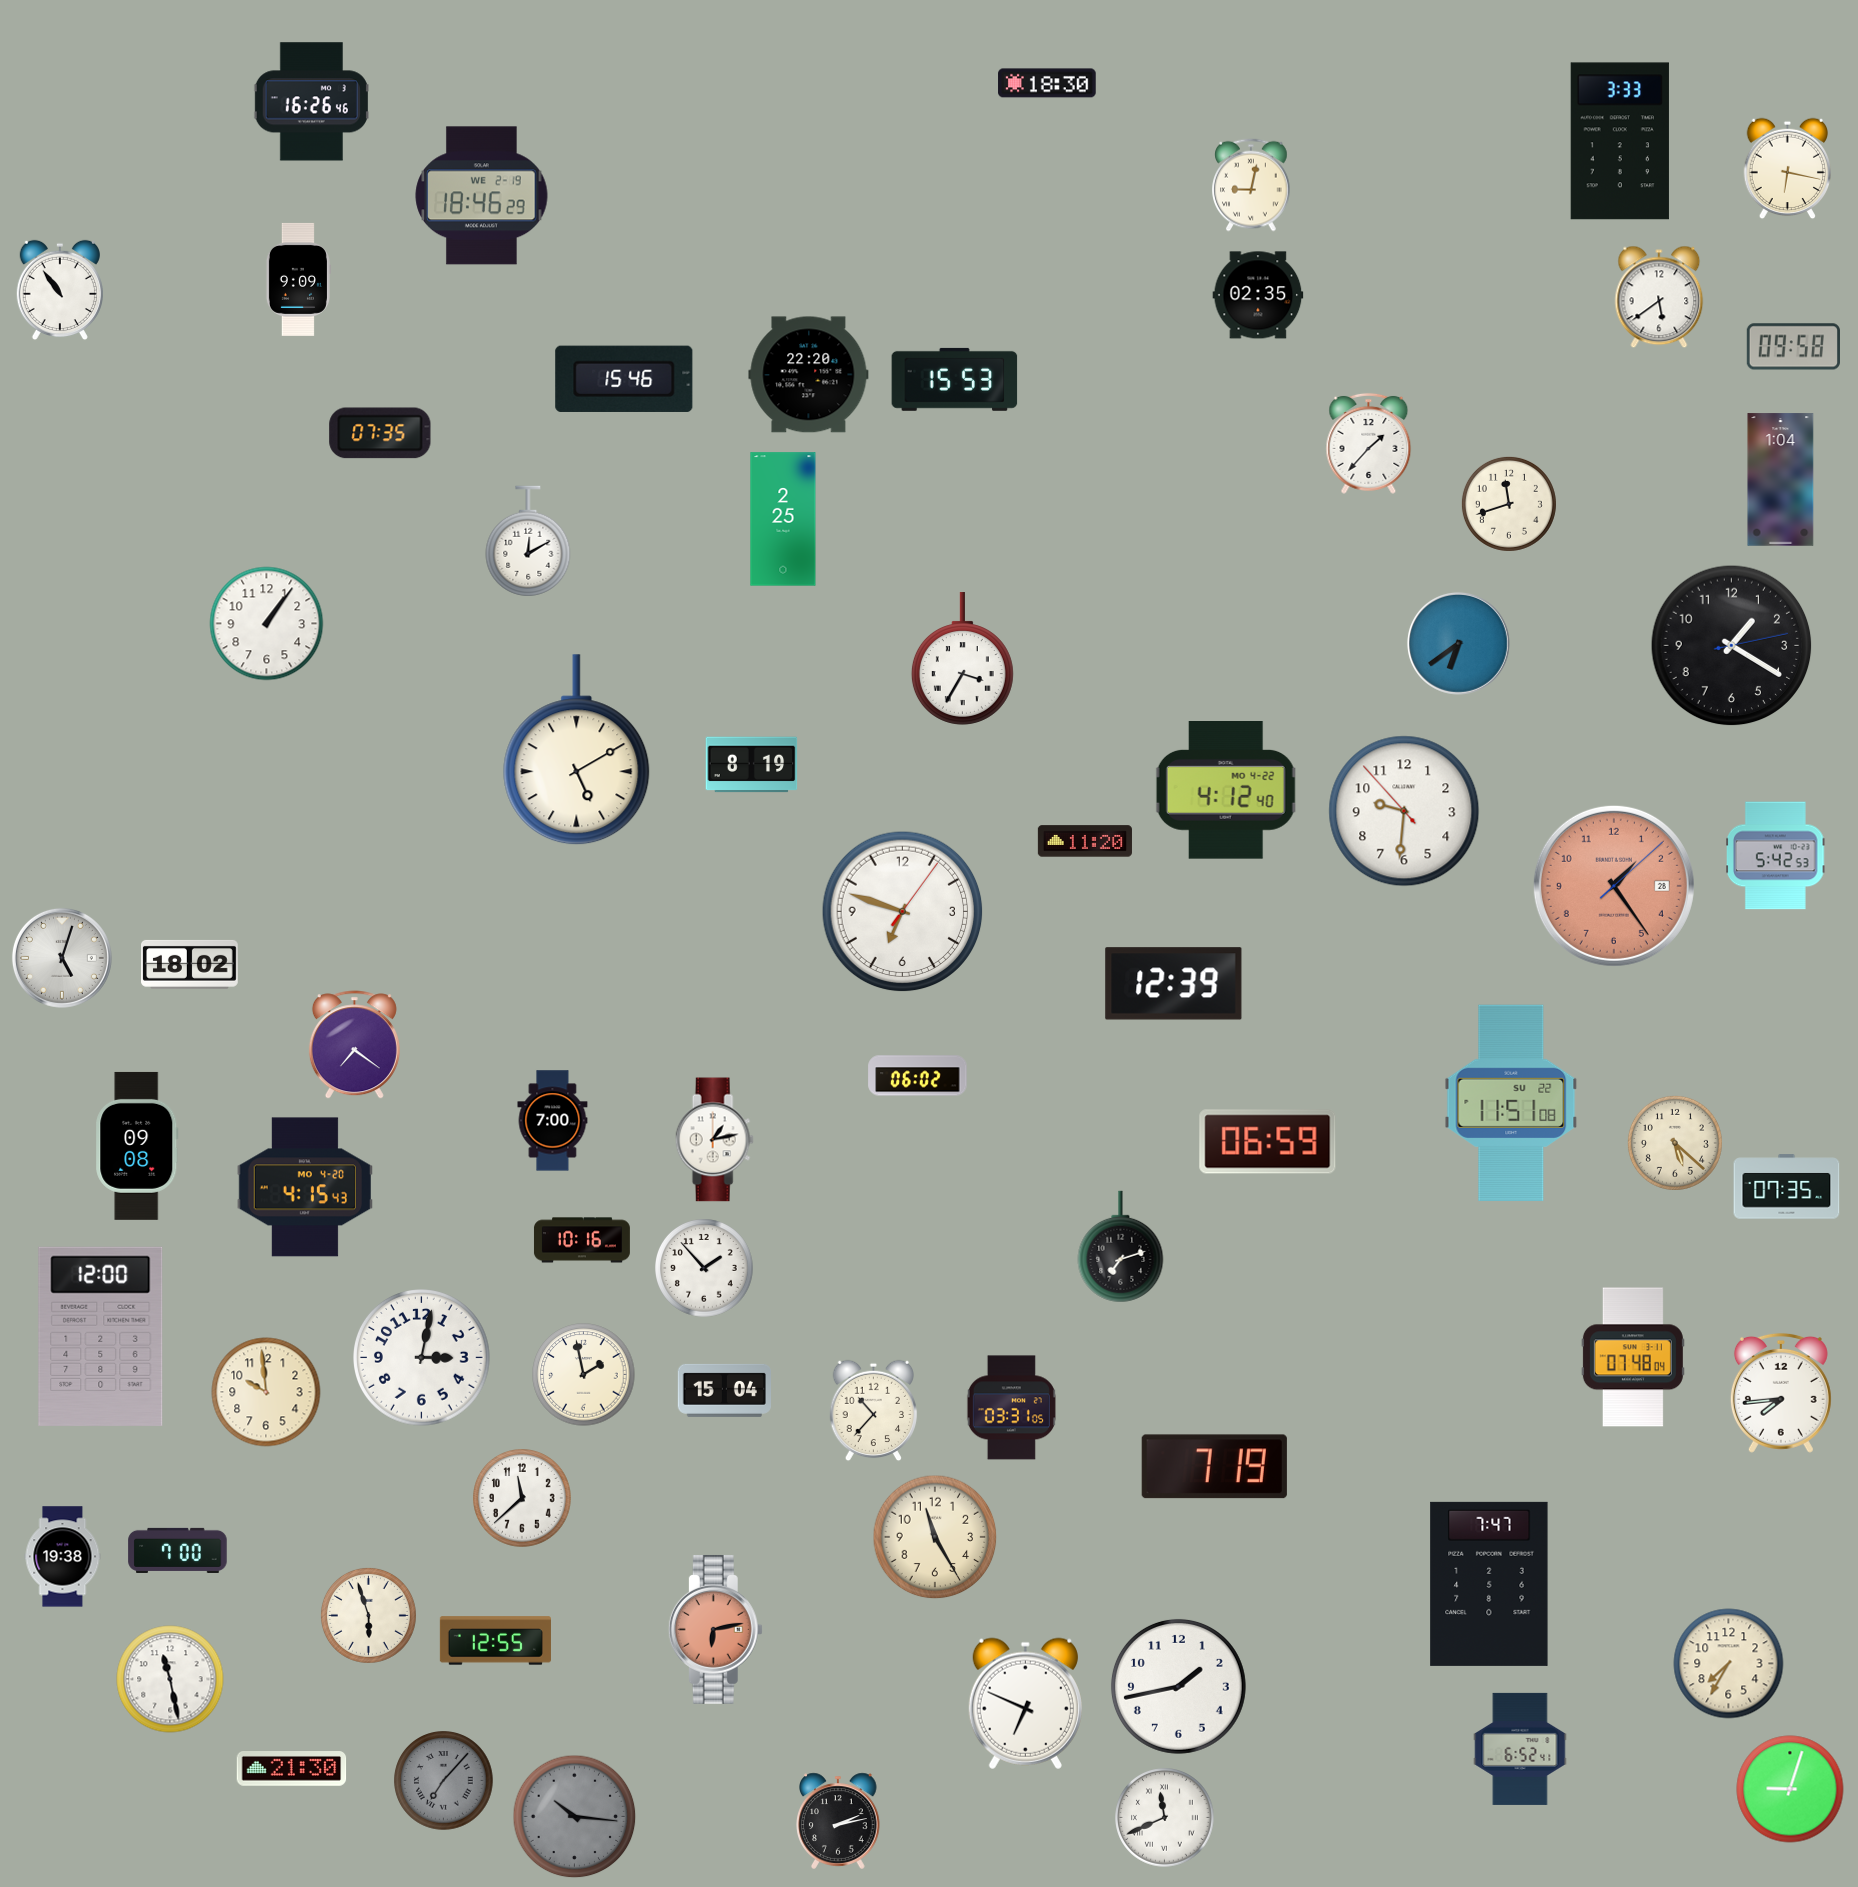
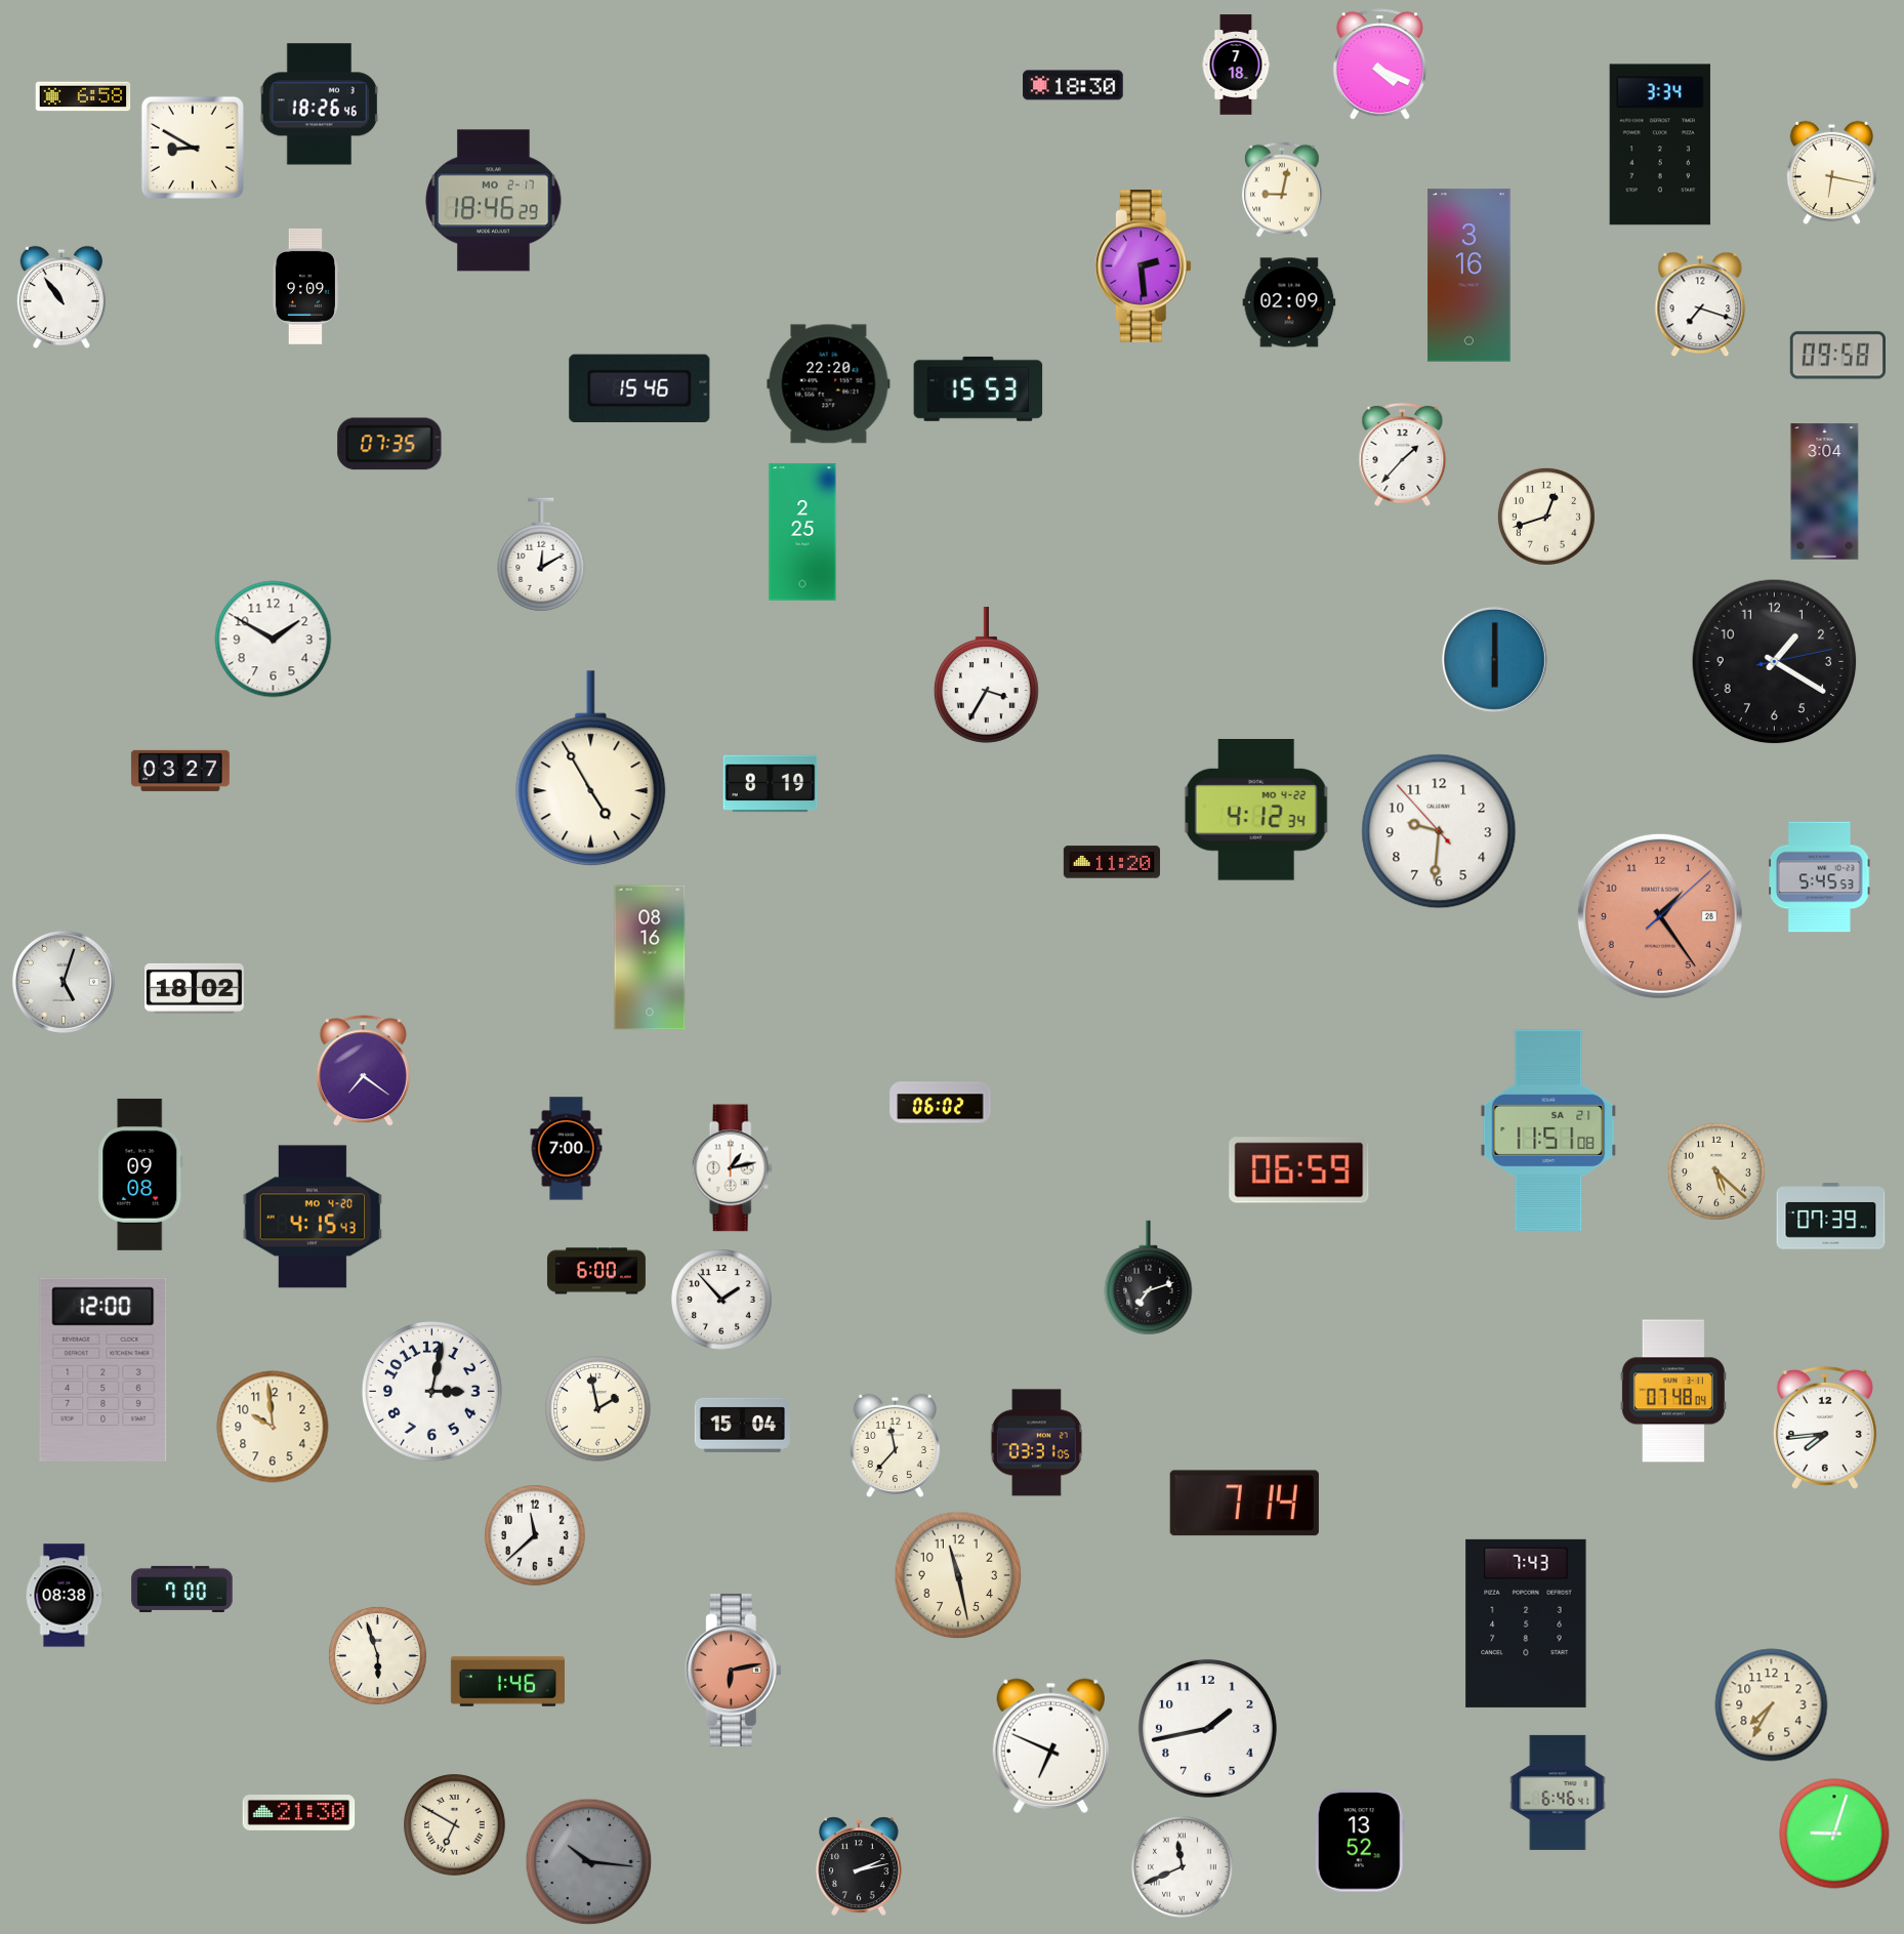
clock at (1236, 65): none -> 7:18
clock at (1379, 65): none -> 4:19
clock at (83, 96): none -> 6:58
clock at (311, 102): 16:26 -> 18:26
clock at (1620, 141): 3:33 -> 3:34
clock at (193, 148): none -> 8:50
clock at (482, 196) date: WE 2-19 -> MO 2-17
clock at (1143, 265): none -> 2:29
clock at (1470, 276): none -> 3:16
clock at (1258, 295): 02:35 -> 02:09
clock at (1659, 297): 5:39 -> 7:18
clock at (1781, 480): 1:04 -> 3:04
clock at (1509, 504): 11:42 -> 12:42
clock at (267, 624): 1:06 -> 1:50
clock at (1458, 643): 6:39 -> 6:00
clock at (577, 750): 5:10 -> 4:55
clock at (180, 771): none -> 03:27
clock at (1226, 790): 4:12:40 -> 4:12:34
clock at (1776, 856): 5:42 -> 5:45
clock at (1614, 886) position: (1614, 886) -> (1660, 916)
clock at (903, 912): 6:48 -> none
clock at (650, 957): none -> 08:16
clock at (1174, 984): 12:39 -> none
clock at (1511, 1103) date: SU 22 -> SA 21
clock at (1787, 1187): 07:35 -> 07:39
clock at (582, 1240): 10:16 -> 6:00
clock at (874, 1411): 10:37 -> 11:37
clock at (1214, 1467): 7:19 -> 7:14
clock at (935, 1537): 11:25 -> 11:28
clock at (63, 1557): 19:38 -> 08:38
clock at (1489, 1584): 7:47 -> 7:43
clock at (495, 1641): 12:55 -> 1:46
clock at (170, 1679): 11:28 -> none
clock at (1520, 1749): 6:52 -> 6:46
clock at (444, 1781): 7:07 -> 6:50
clock at (444, 1781) dial: grey -> cream
clock at (1360, 1841): none -> 13:52
clock at (1165, 1818) position: (1165, 1818) -> (1183, 1867)
